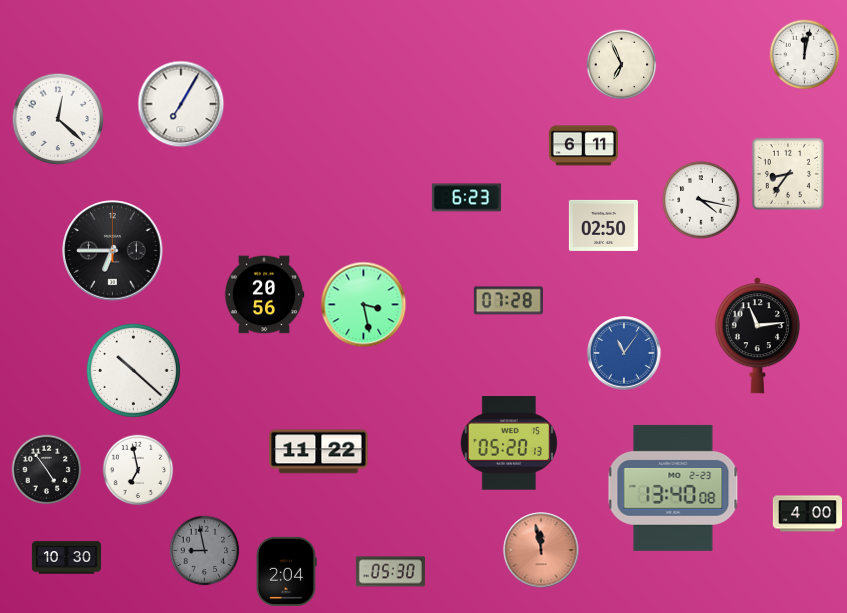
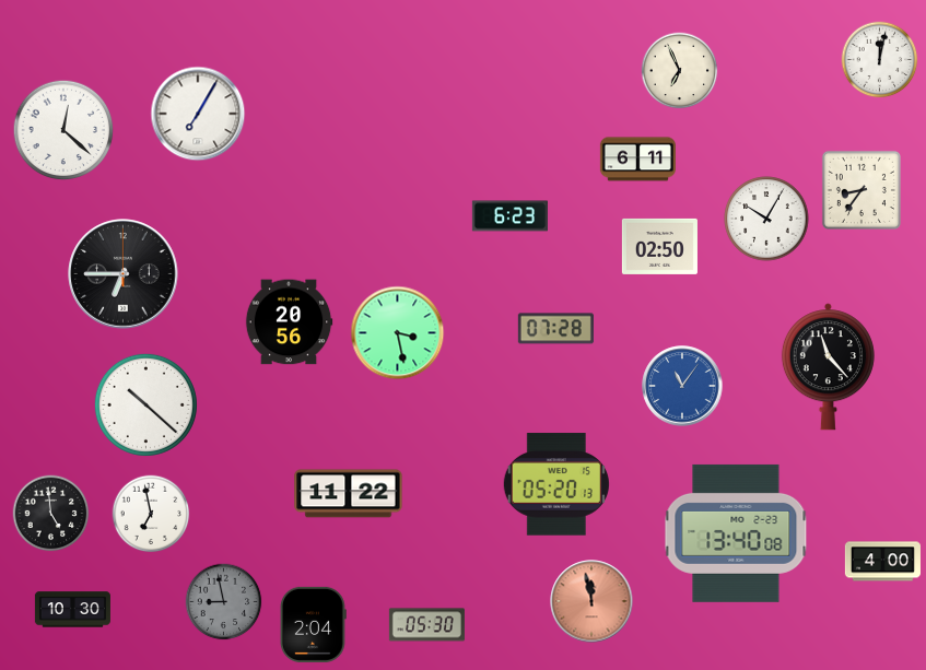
clock at (701, 200): 4:17 -> 10:05
clock at (757, 336): 11:14 -> 11:23
clock at (47, 470): 4:54 -> 4:59
